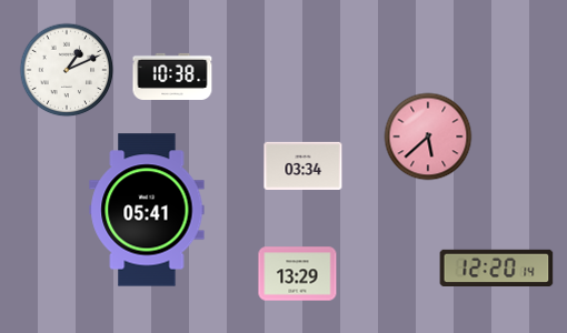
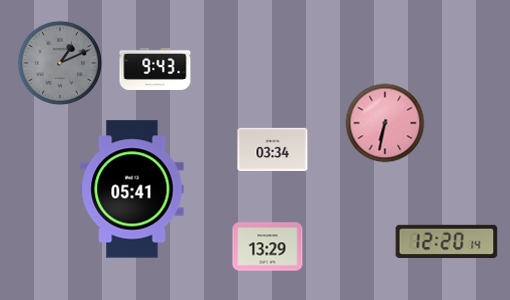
clock at (67, 70) dial: white -> grey
clock at (172, 77): 10:38 -> 9:43
clock at (428, 137): 5:38 -> 6:32
